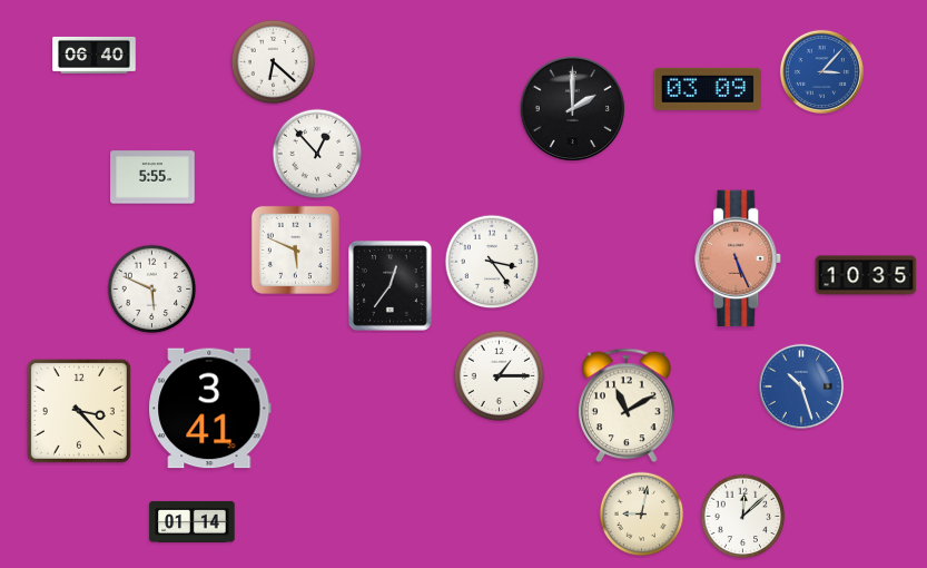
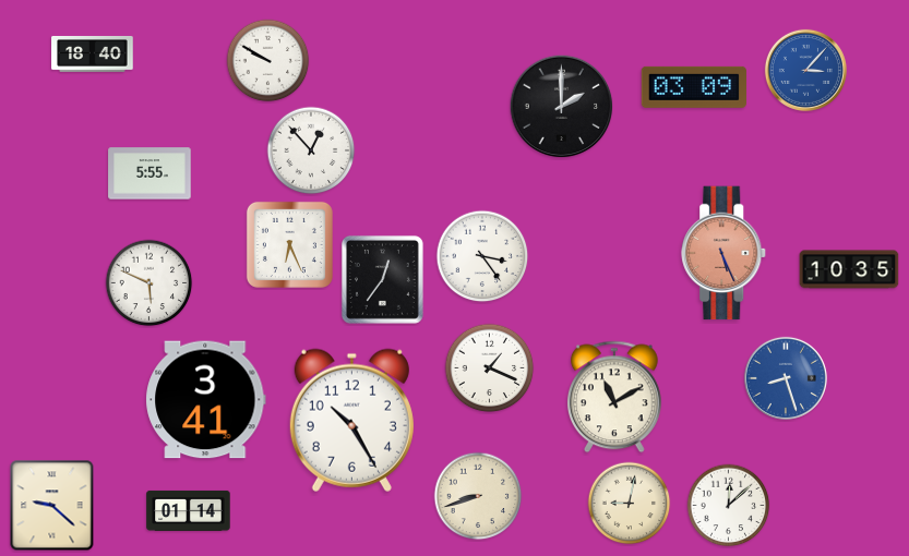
clock at (95, 55): 06:40 -> 18:40
clock at (274, 62): 6:22 -> 9:50
clock at (295, 249): 5:49 -> 6:26
clock at (500, 376): 1:15 -> 1:19
clock at (801, 386): 10:27 -> 8:27
clock at (79, 411): 3:23 -> none
clock at (351, 420): none -> 10:25
clock at (478, 496): none -> 8:42
clock at (52, 506): none -> 9:22
